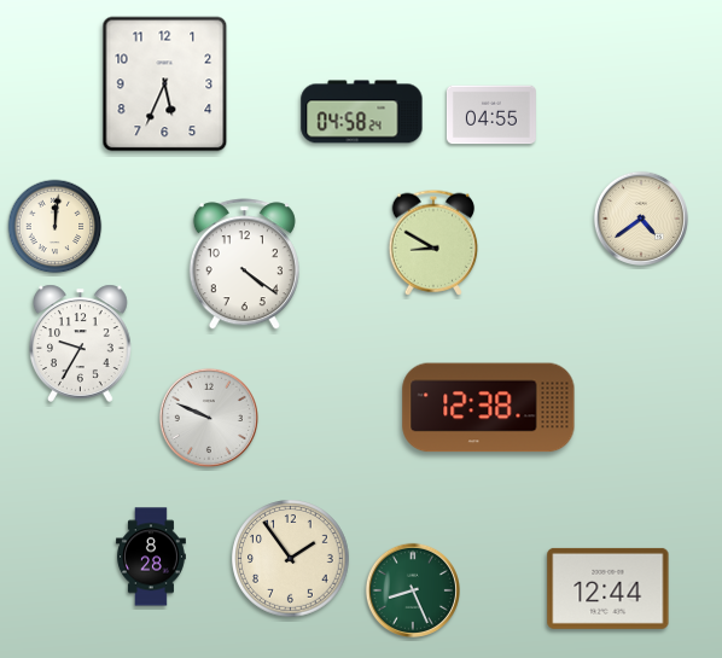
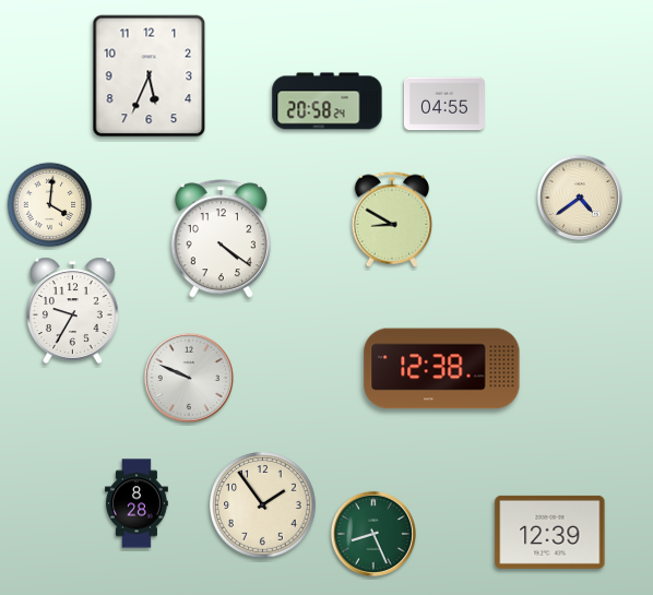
clock at (362, 112): 04:58 -> 20:58
clock at (56, 227): 12:01 -> 4:01
clock at (609, 588): 12:44 -> 12:39
